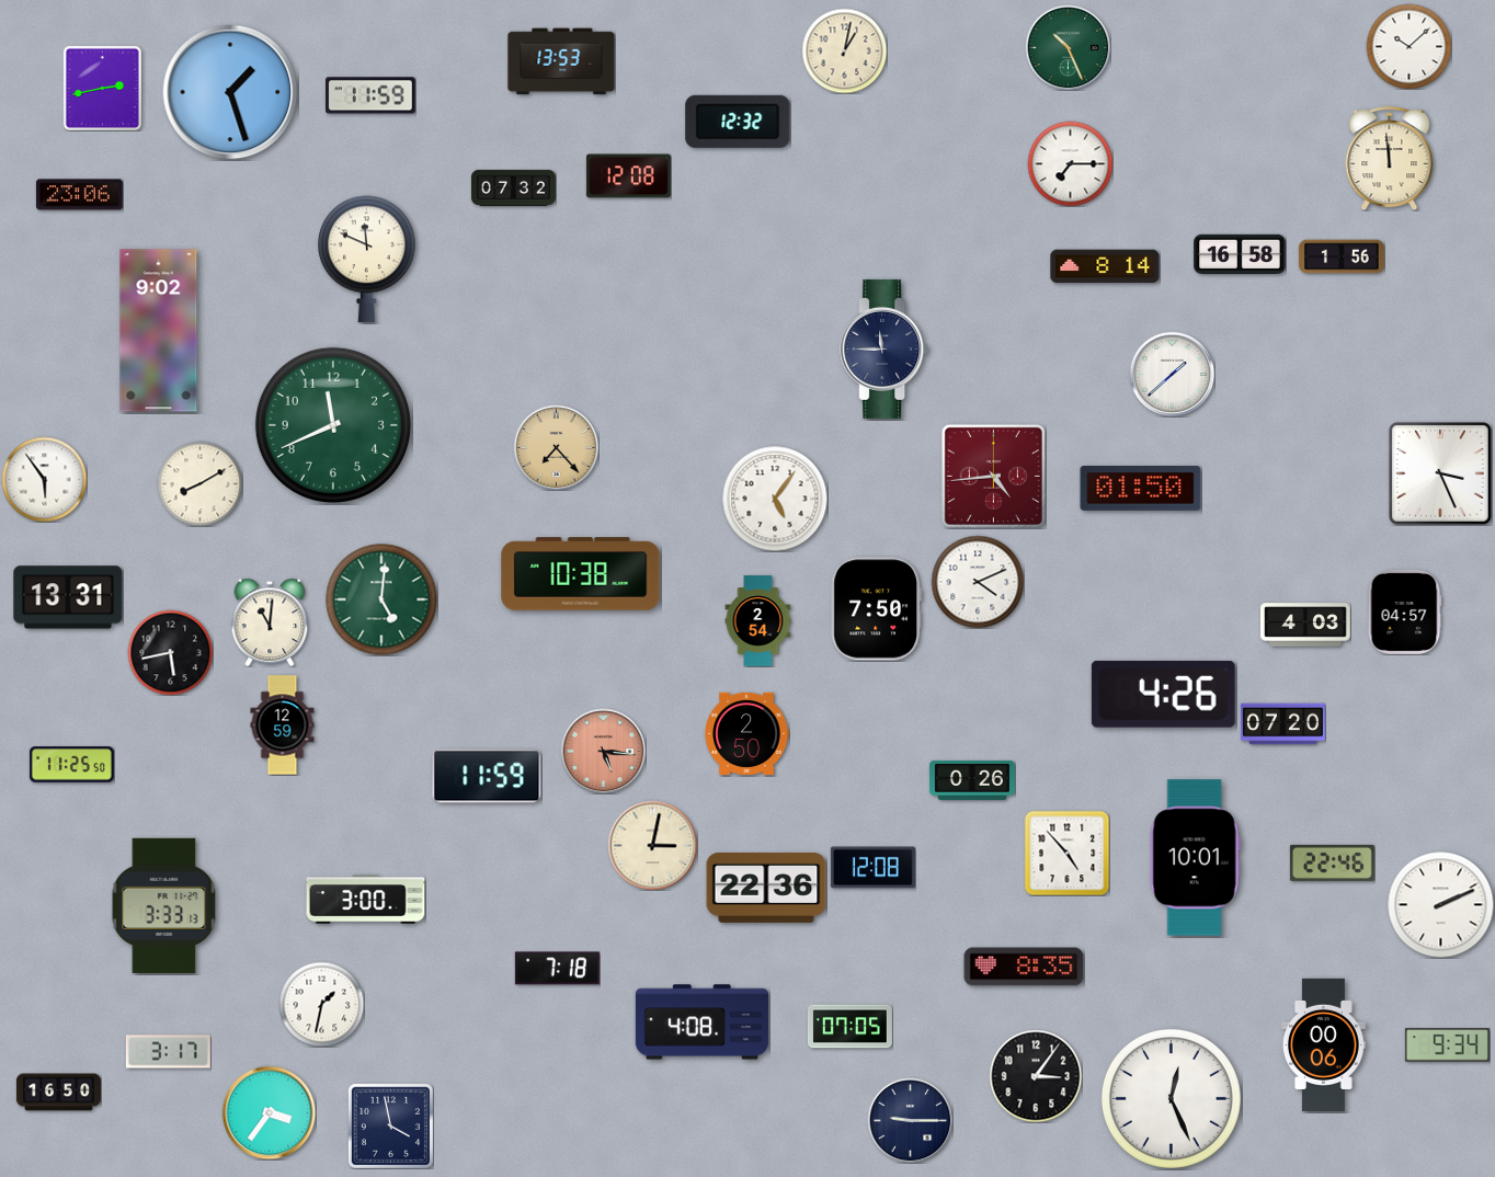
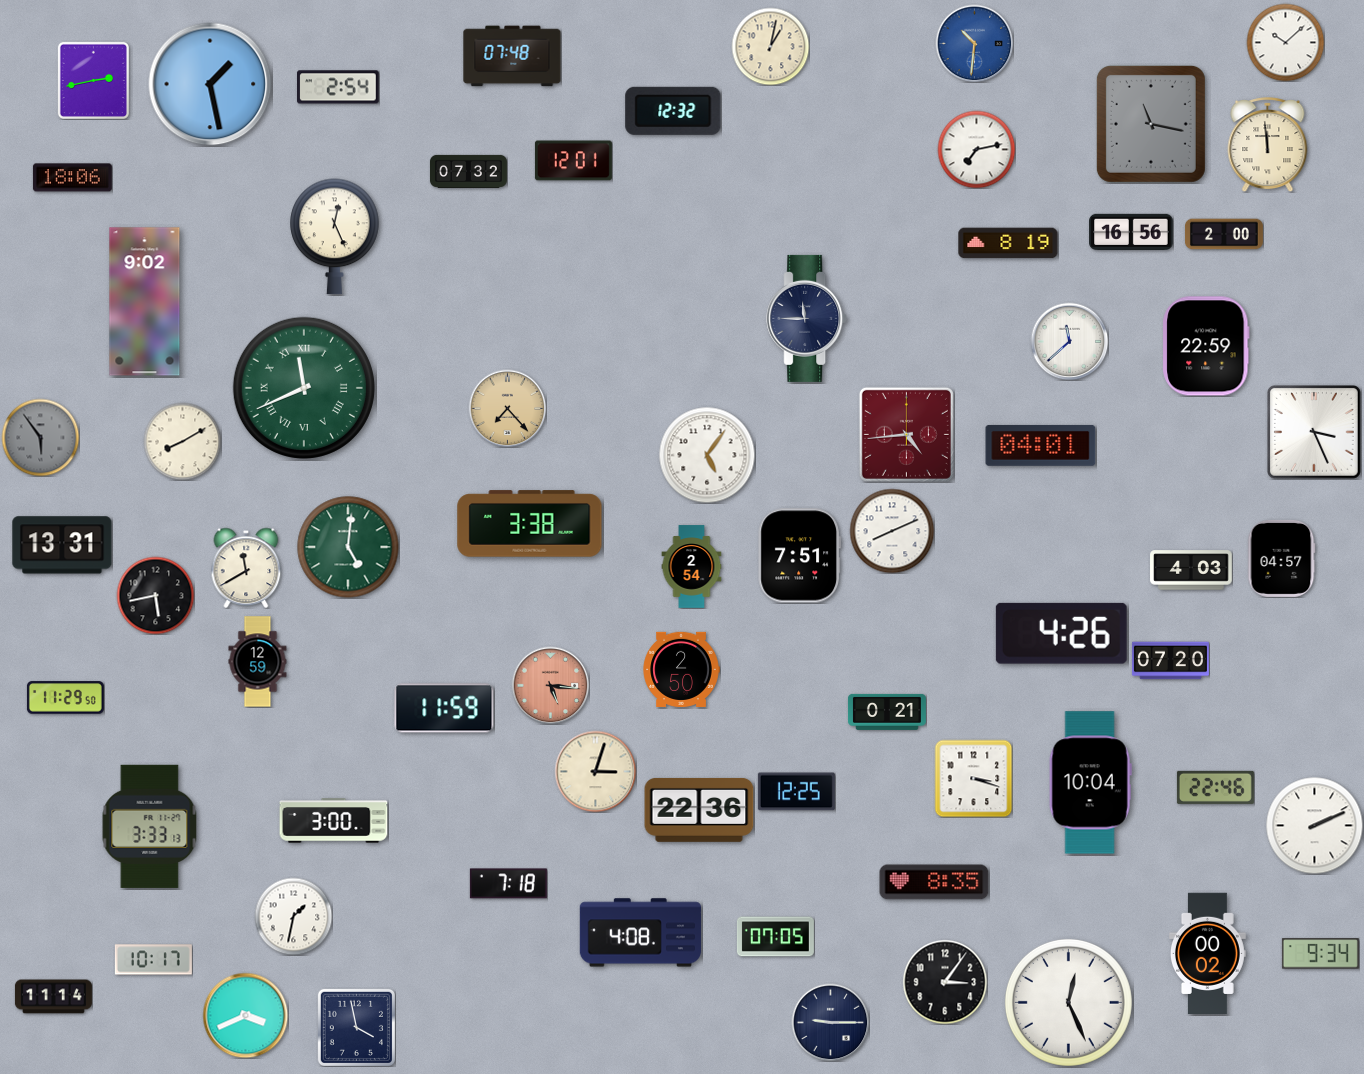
clock at (1068, 47): 10:26 -> 10:31
clock at (1068, 47) dial: green -> blue
clock at (561, 61): 13:53 -> 07:48
clock at (230, 92): 1:27 -> 1:28
clock at (372, 95): 11:59 -> 2:54
clock at (1151, 124): none -> 11:17
clock at (1070, 163): 7:15 -> 7:13
clock at (628, 176): 12:08 -> 12:01
clock at (79, 195): 23:06 -> 18:06
clock at (1240, 253): 16:58 -> 16:56
clock at (1342, 256): 1:56 -> 2:00
clock at (367, 260): 11:49 -> 12:26
clock at (1105, 266): 8:14 -> 8:19
clock at (1172, 374): 1:38 -> 11:38
clock at (1206, 346): none -> 22:59
clock at (333, 425) numerals: Arabic -> Roman
clock at (44, 479) dial: white -> grey
clock at (1141, 488): 01:50 -> 04:01
clock at (581, 574): 10:38 -> 3:38
clock at (978, 582): 4:11 -> 8:11
clock at (876, 609): 7:50 -> 7:51
clock at (270, 622): 11:01 -> 11:40
clock at (71, 765): 11:25 -> 11:29
clock at (972, 780): 0:26 -> 0:21
clock at (652, 845): 3:02 -> 3:03
clock at (1066, 853): 4:53 -> 3:18
clock at (1195, 858): 10:01 -> 10:04
clock at (872, 868): 12:08 -> 12:25
clock at (1323, 1044): 00:06 -> 00:02
clock at (168, 1052): 3:17 -> 10:17
clock at (58, 1093): 16:50 -> 11:14
clock at (269, 1112): 3:36 -> 3:41
